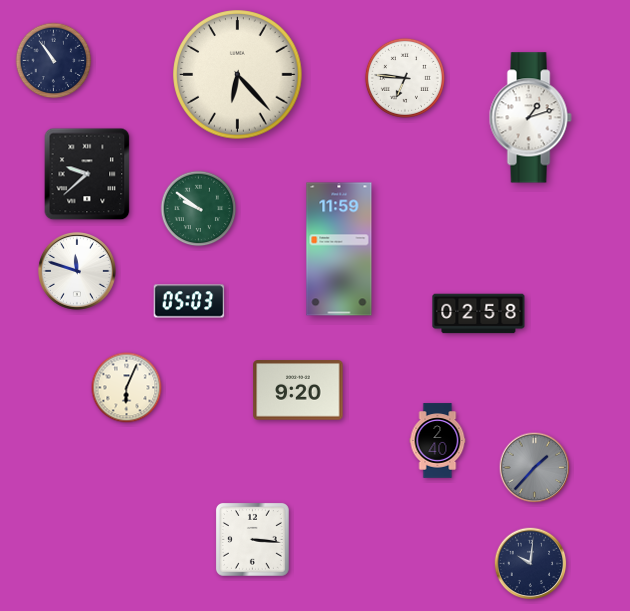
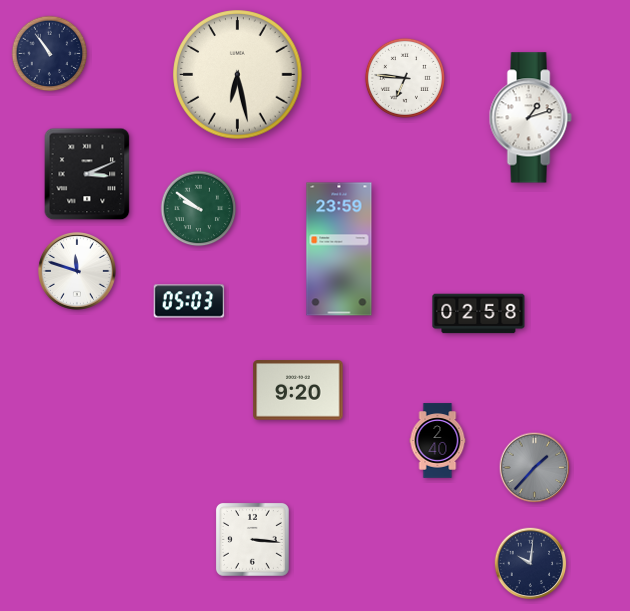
clock at (54, 61) position: (54, 61) -> (50, 54)
clock at (238, 75): 6:23 -> 6:28
clock at (87, 174): 9:38 -> 3:11
clock at (339, 249): 11:59 -> 23:59
clock at (127, 388): 6:04 -> none
